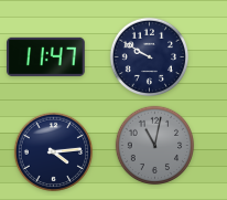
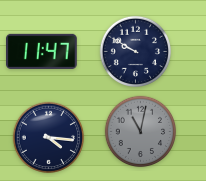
clock at (54, 152): 4:14 -> 4:16
